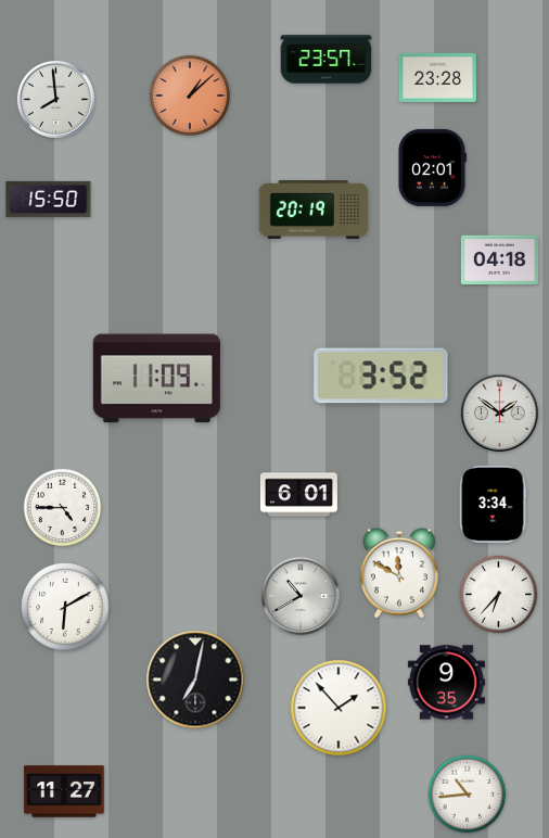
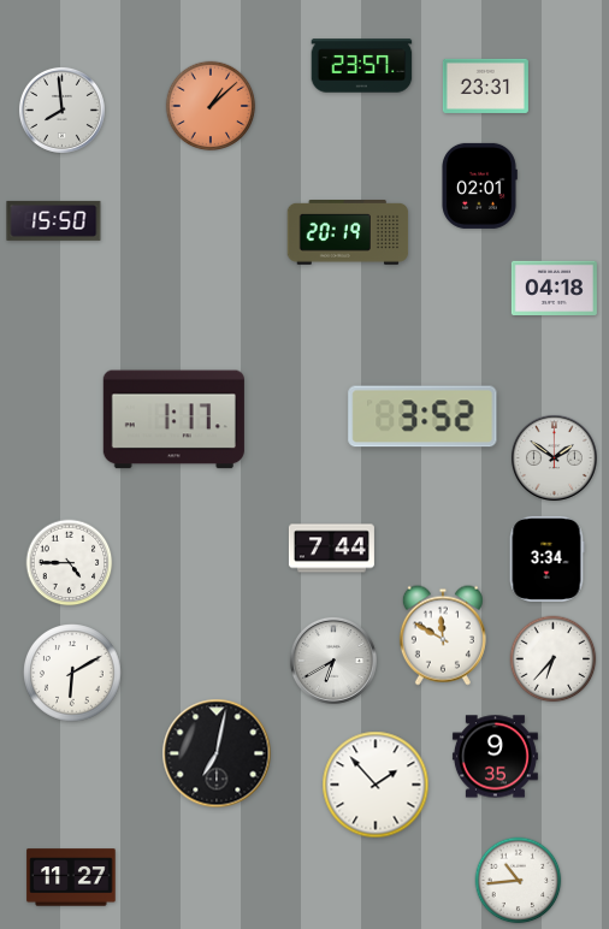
clock at (437, 77): 23:28 -> 23:31
clock at (156, 379): 11:09 -> 1:17
clock at (298, 495): 6:01 -> 7:44
clock at (301, 596): 10:40 -> 6:40
